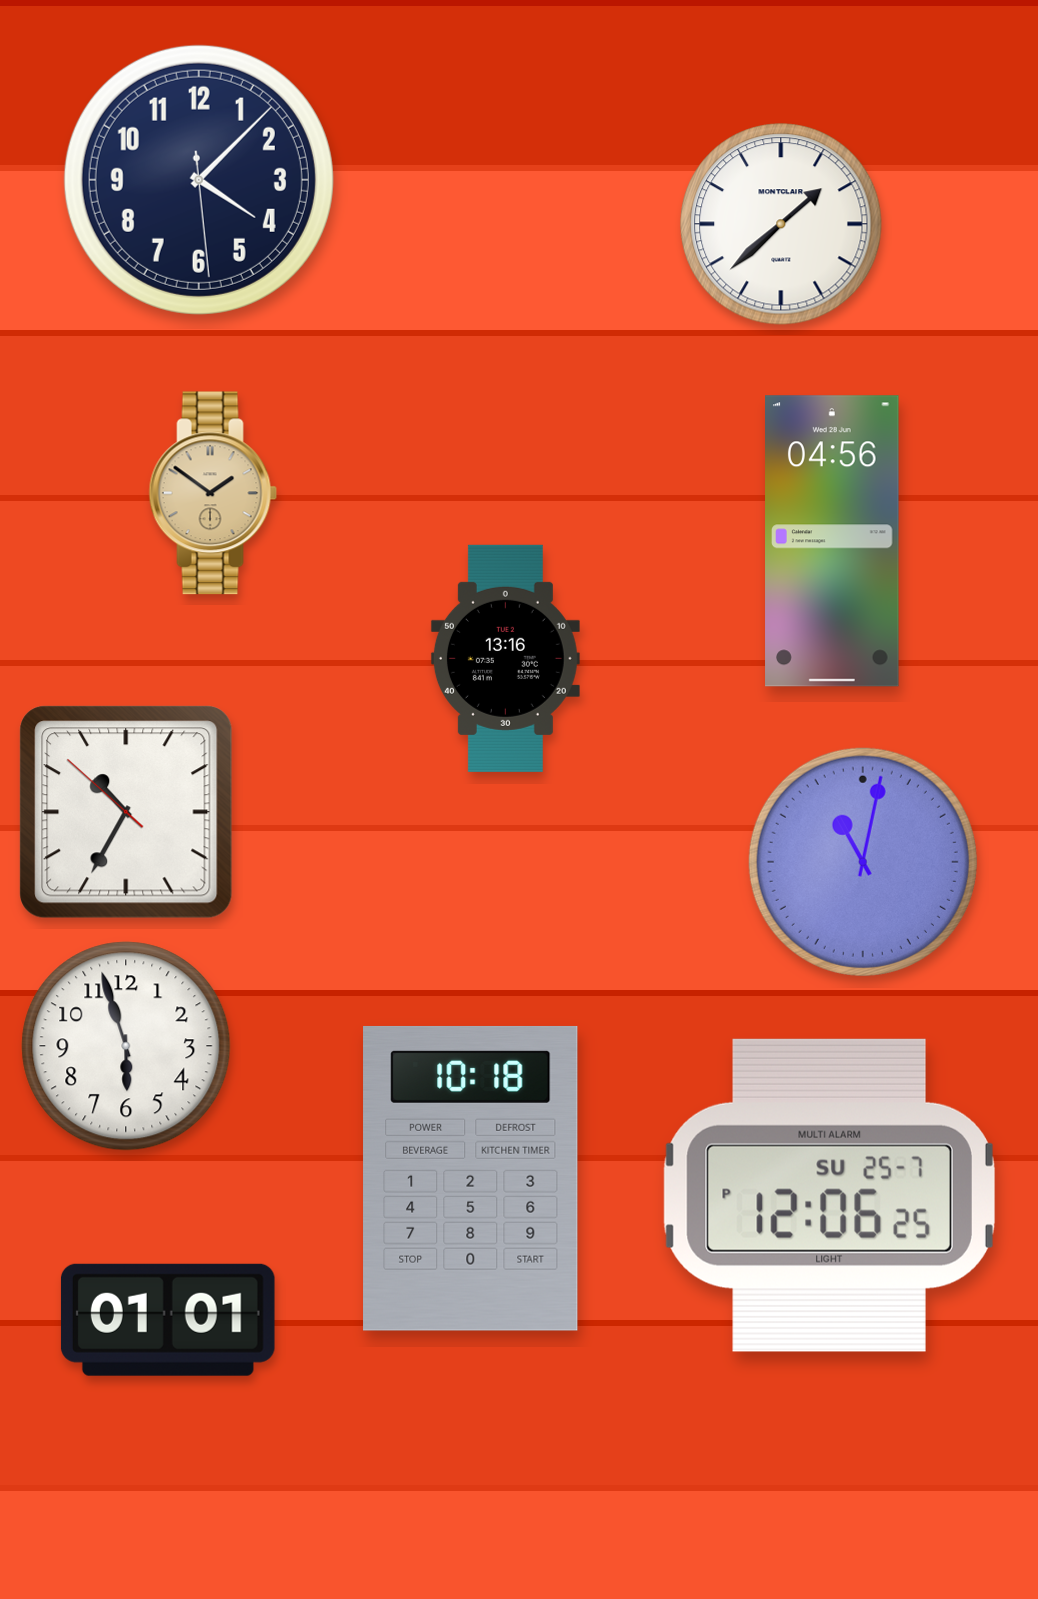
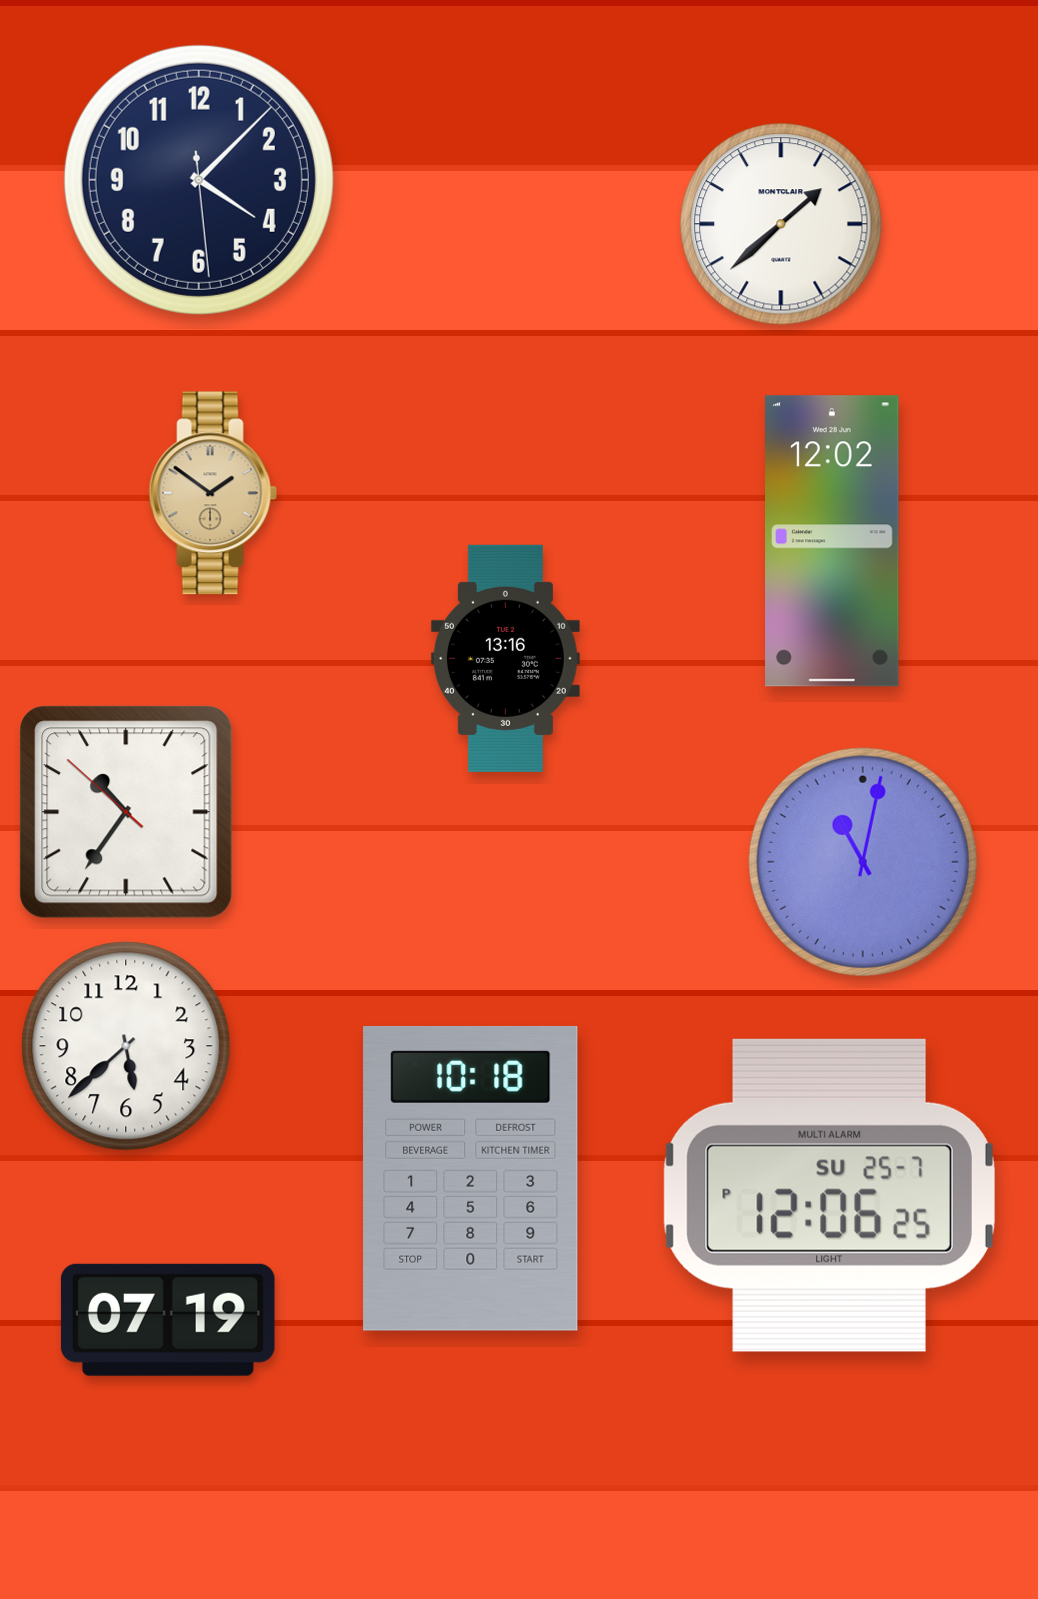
clock at (832, 541): 04:56 -> 12:02
clock at (126, 812): 10:34 -> 10:35
clock at (126, 1046): 5:57 -> 5:38
clock at (168, 1320): 01:01 -> 07:19
